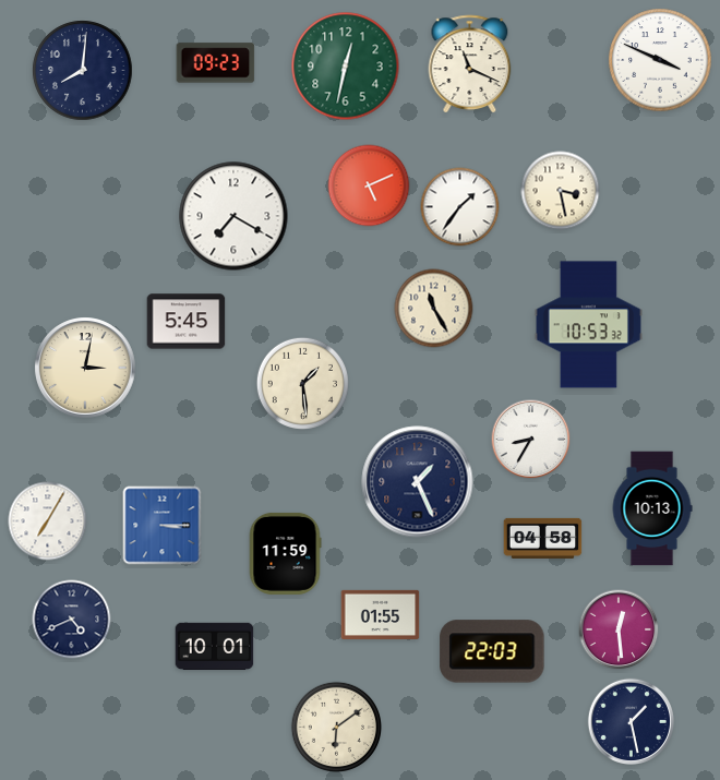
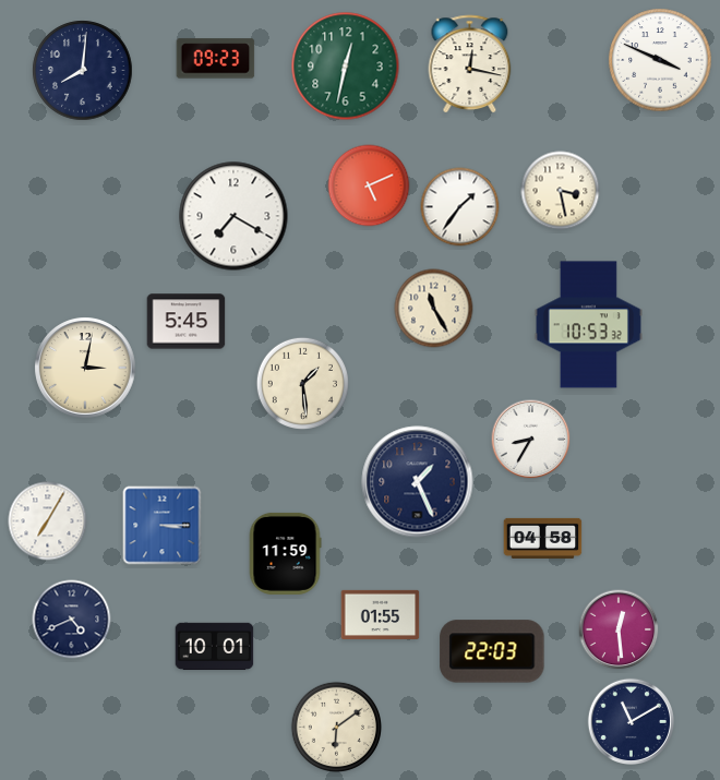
clock at (216, 63) position: (216, 63) -> (216, 59)
clock at (470, 64): 11:19 -> 12:17
clock at (652, 508): 10:13 -> none
clock at (631, 721): 1:28 -> 11:10
